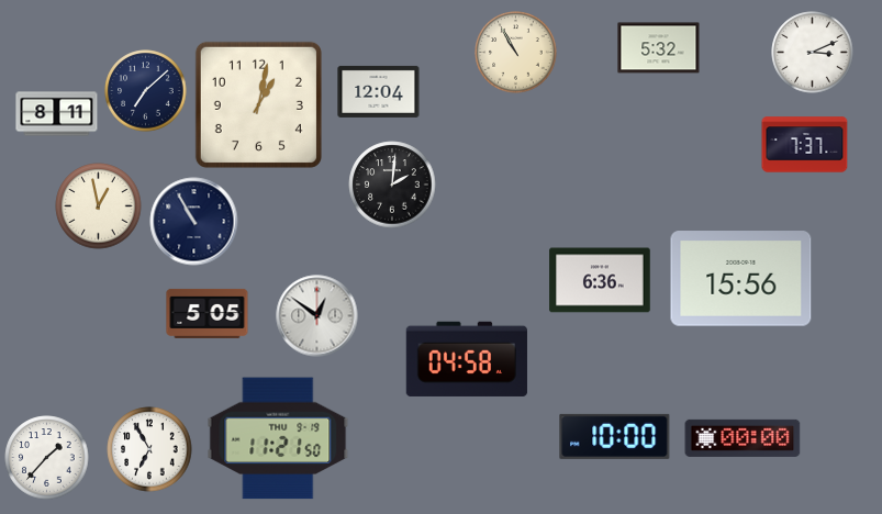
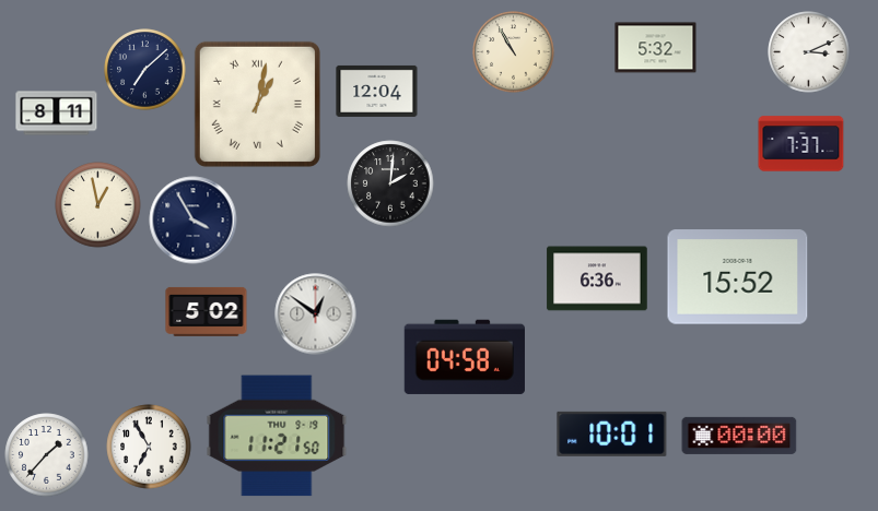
clock at (146, 91) position: (146, 91) -> (145, 70)
clock at (258, 104) numerals: Arabic -> Roman
clock at (194, 222): 10:55 -> 3:55
clock at (741, 279): 15:56 -> 15:52
clock at (208, 313): 5:05 -> 5:02
clock at (615, 436): 10:00 -> 10:01
